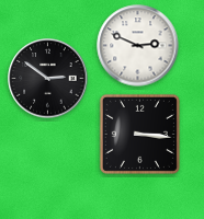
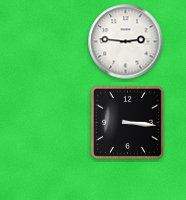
clock at (138, 46): 2:49 -> 2:46
clock at (48, 79): 2:51 -> none
